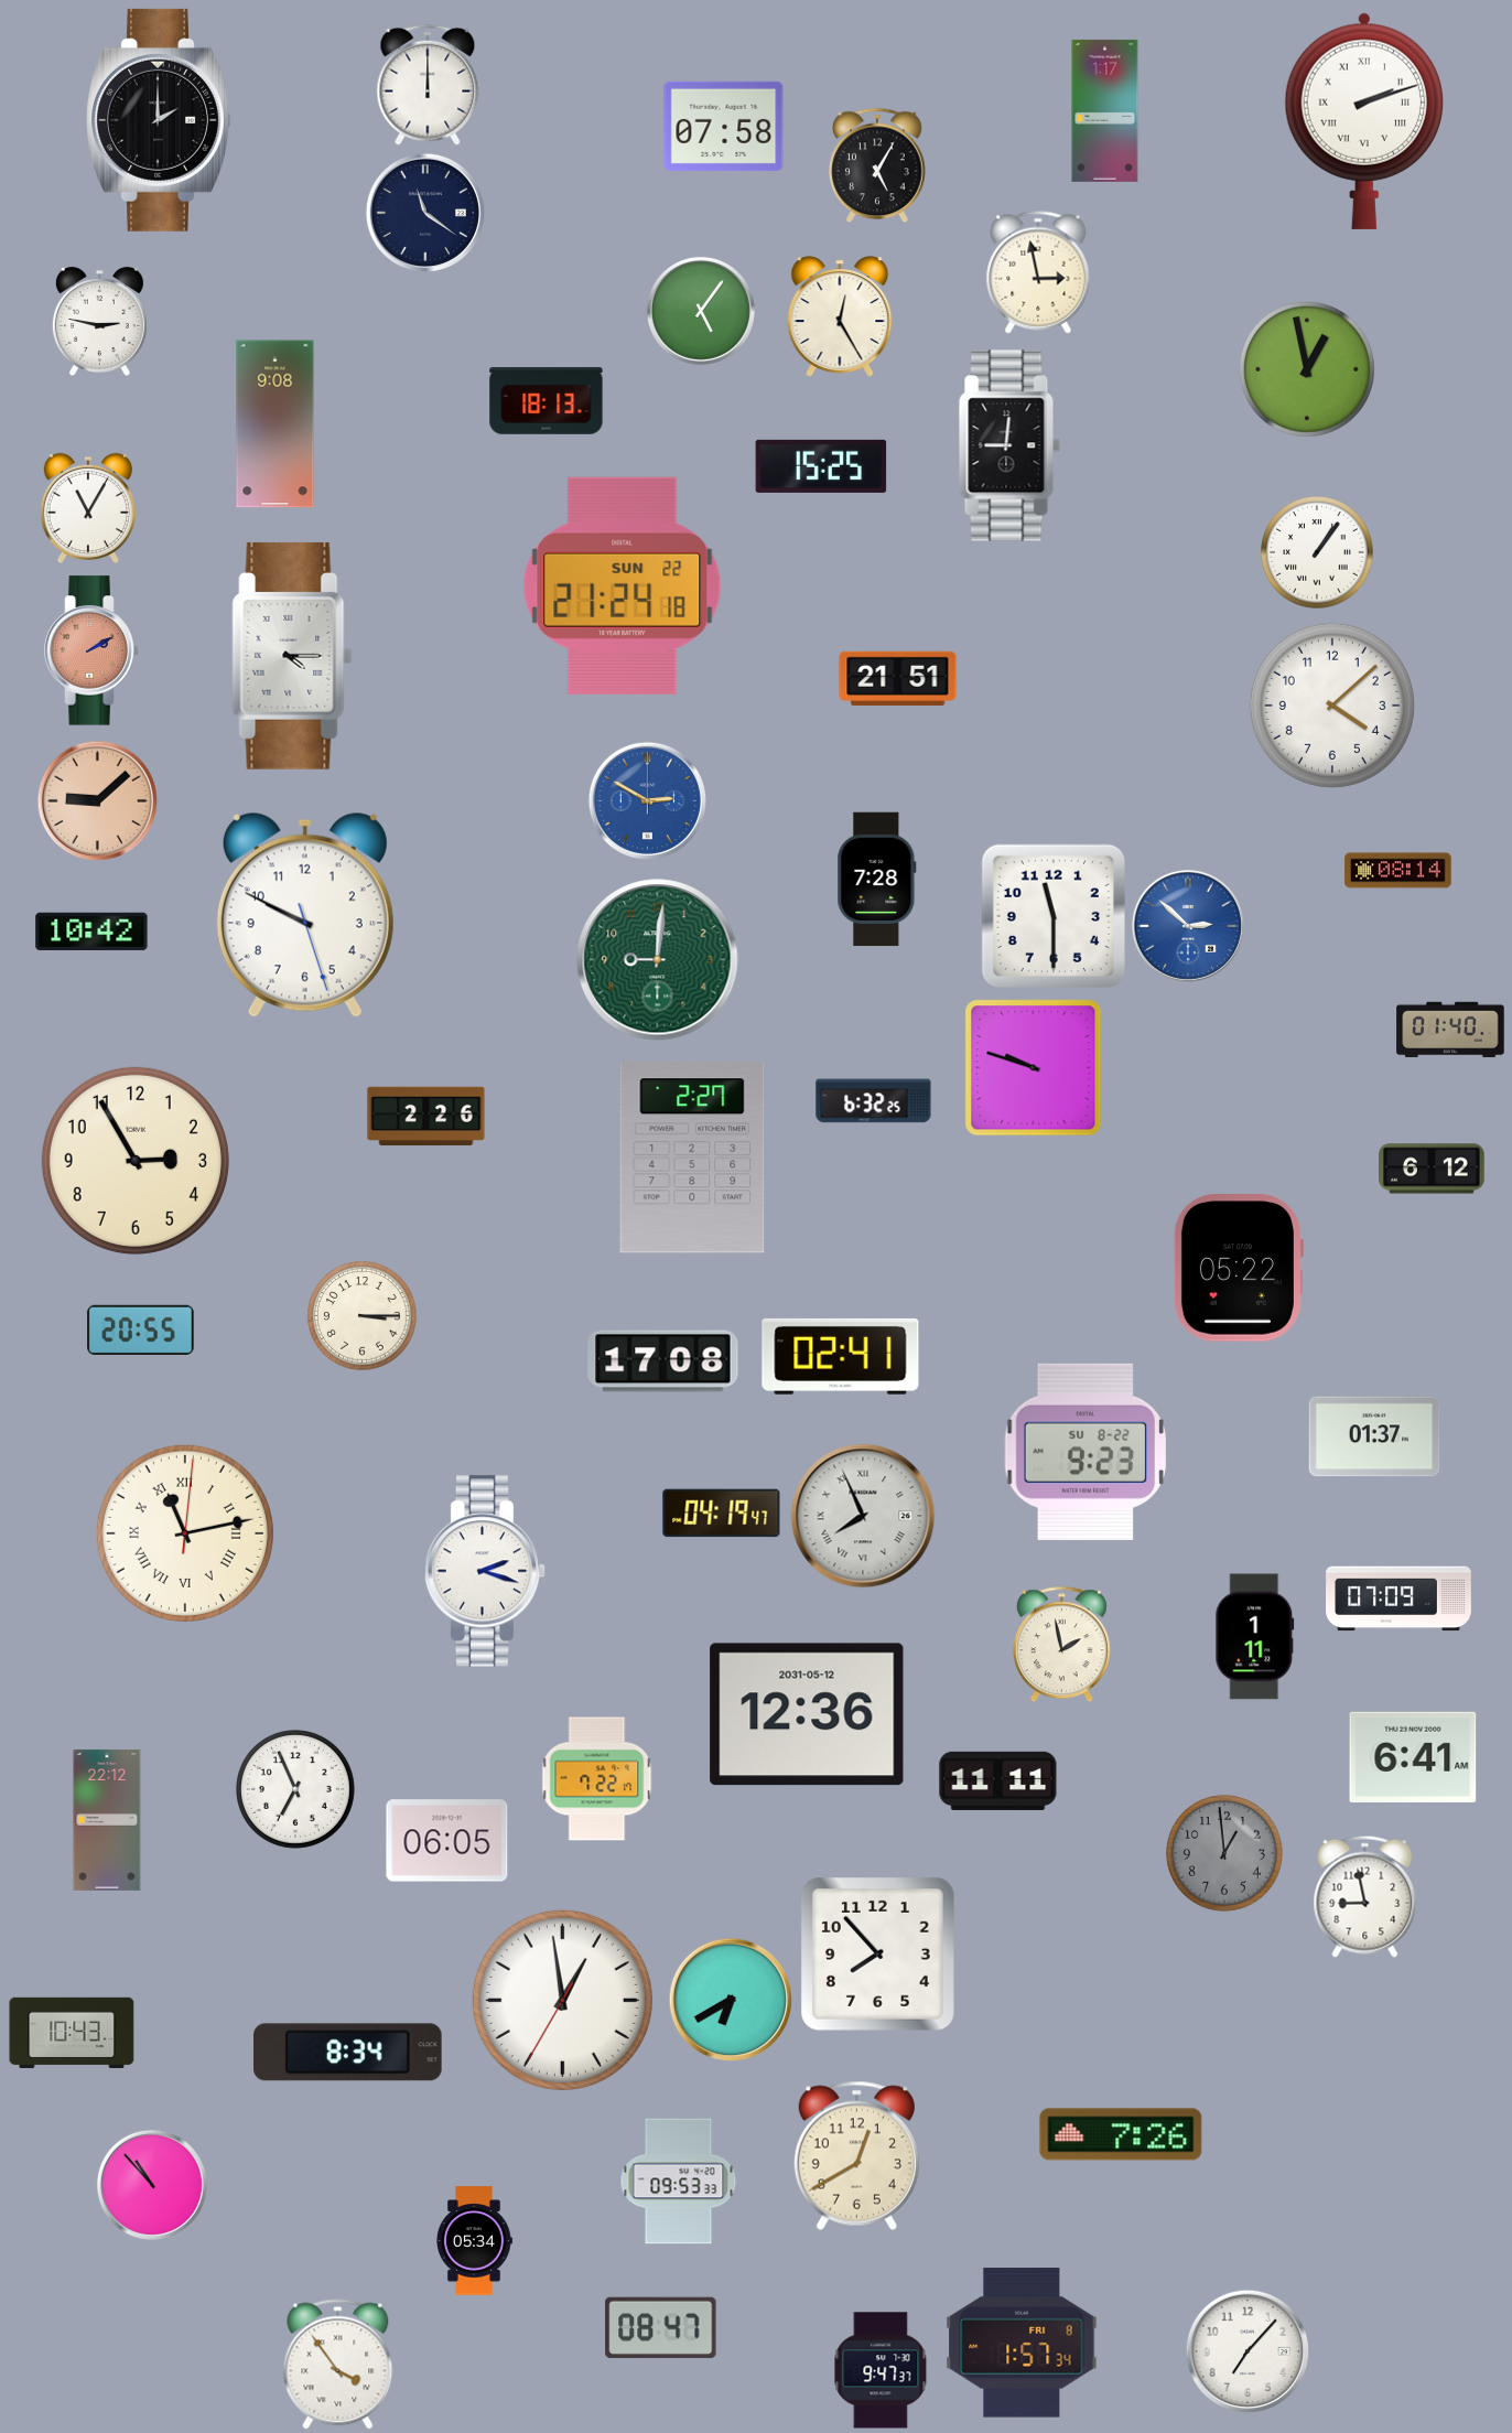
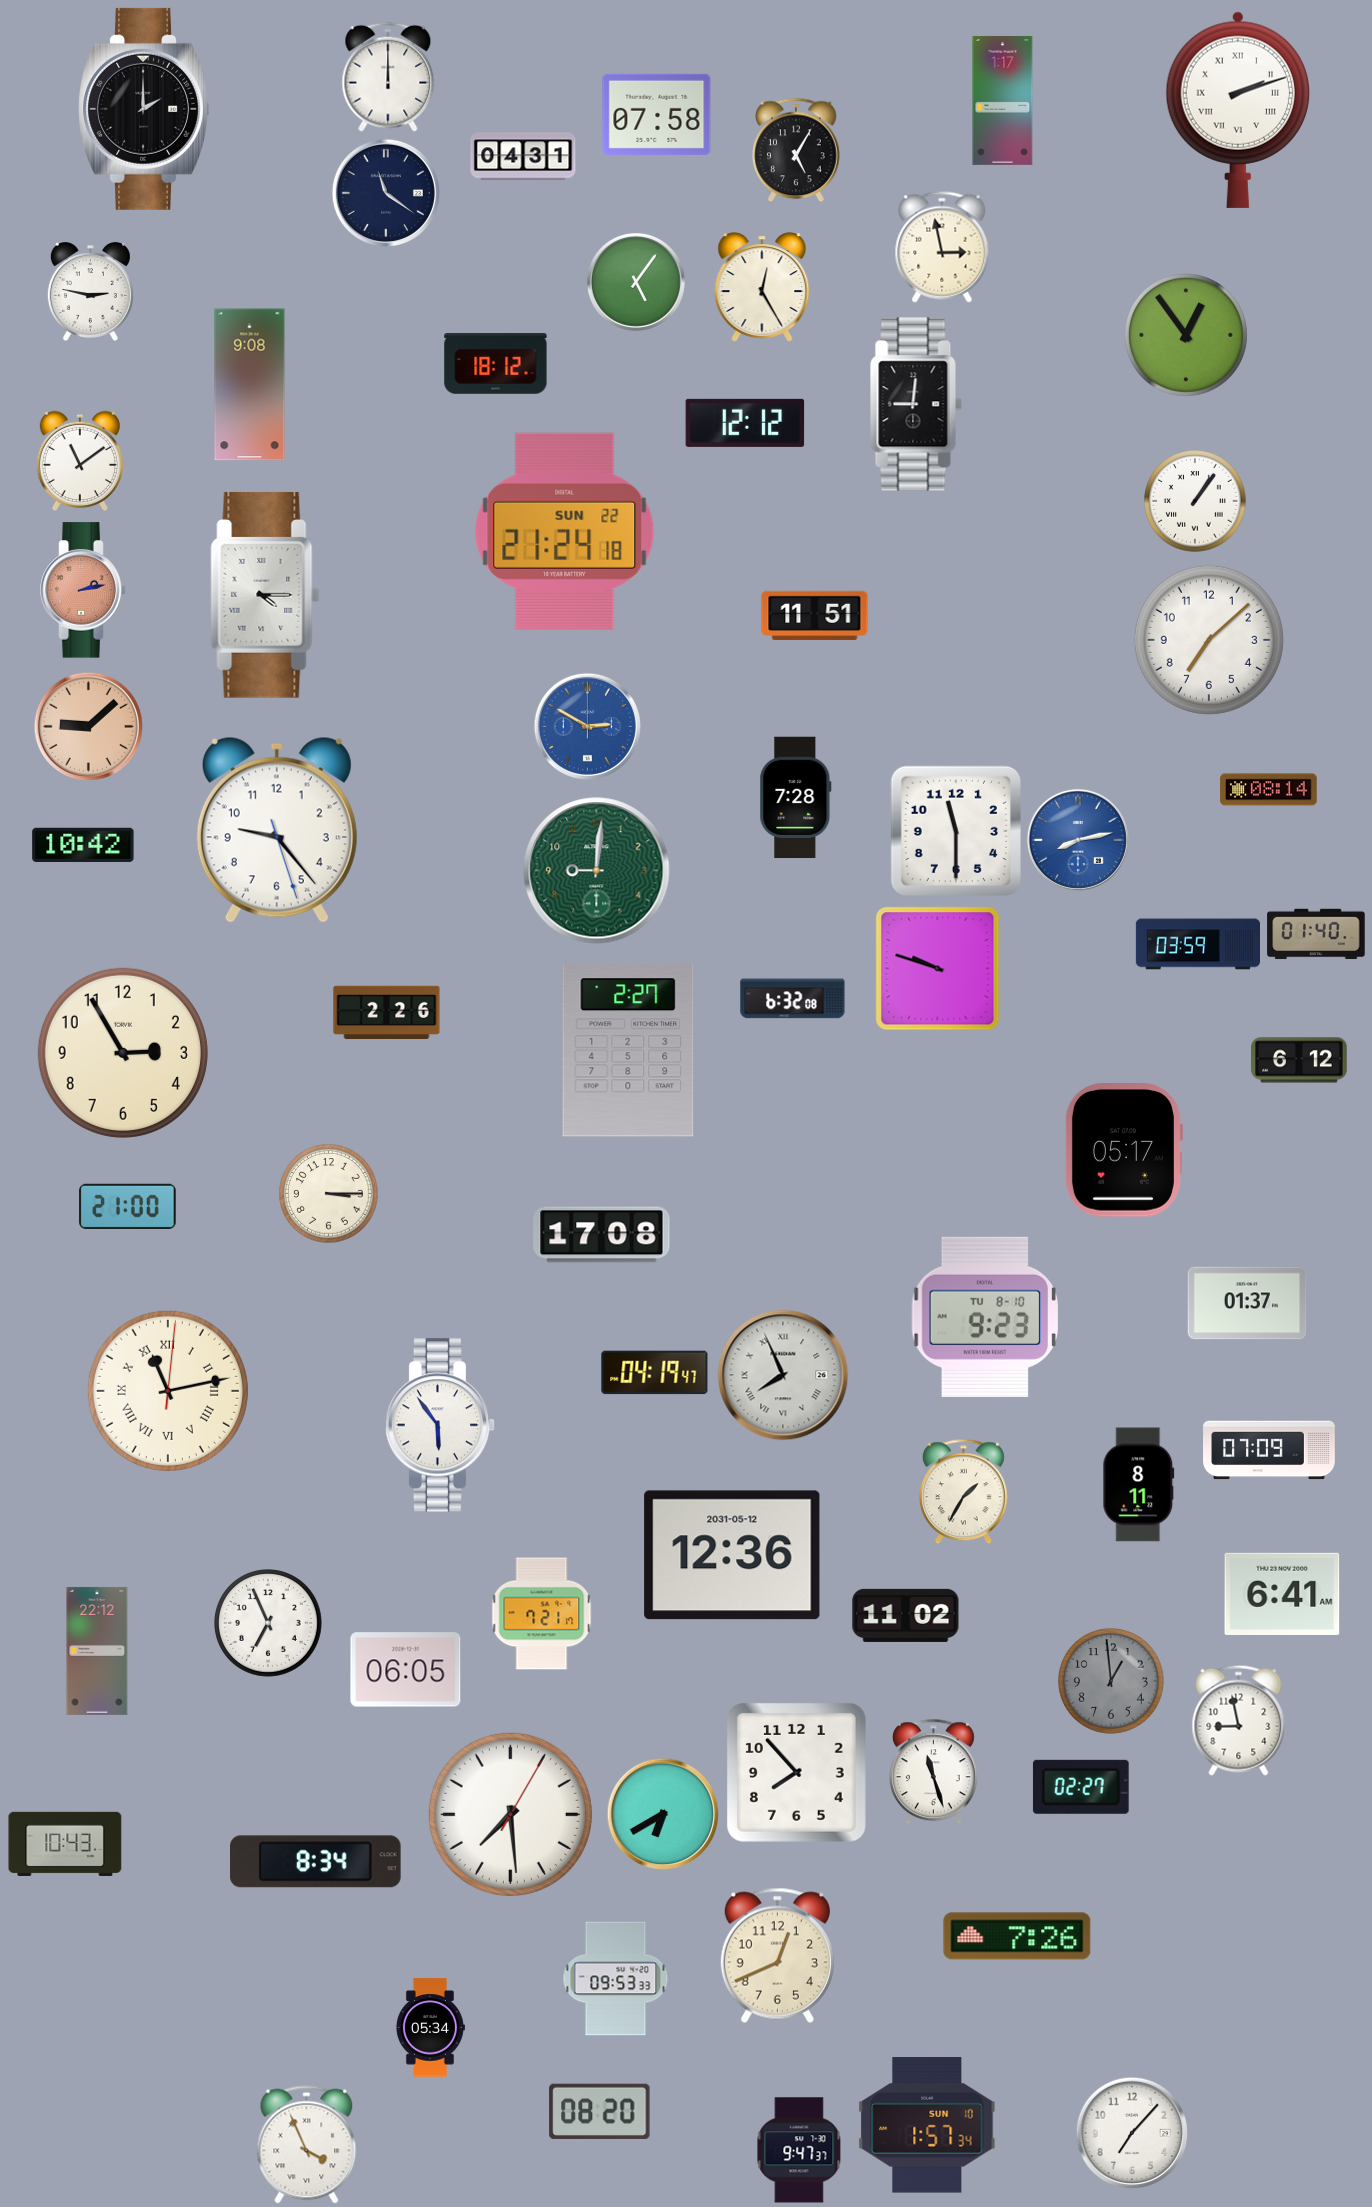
clock at (523, 156): none -> 04:31
clock at (1307, 369): 12:58 -> 12:54
clock at (547, 401): 18:13 -> 18:12
clock at (821, 466): 15:25 -> 12:12
clock at (88, 508): 11:05 -> 11:09
clock at (91, 650): 2:10 -> 2:13
clock at (898, 678): 21:51 -> 11:51
clock at (1332, 706): 4:08 -> 7:08
clock at (305, 915): 9:49 -> 9:23
clock at (1188, 926): 2:52 -> 8:13
clock at (1197, 944): none -> 03:59
clock at (874, 1101): 6:32:25 -> 6:32:08
clock at (1238, 1269): 05:22 -> 05:17
clock at (141, 1329): 20:55 -> 21:00
clock at (841, 1356): 02:41 -> none
clock at (1086, 1452) date: SU 8-22 -> TU 8-10
clock at (485, 1571): 2:18 -> 5:54
clock at (1255, 1637): 1:11 -> 8:11
clock at (1061, 1645): 1:58 -> 1:35
clock at (597, 1779): 7:22 -> 7:21
clock at (998, 1780): 11:11 -> 11:02
clock at (933, 1772): none -> 11:27
clock at (1081, 1787): none -> 02:27
clock at (562, 2000): 12:58 -> 7:29
clock at (856, 2155): 12:40 -> 12:41
clock at (152, 2185): 10:53 -> none
clock at (474, 2241) position: (474, 2241) -> (430, 2028)
clock at (661, 2327): 08:47 -> 08:20
clock at (1022, 2343) date: FRI 8 -> SUN 10
clock at (338, 2365): 3:54 -> 3:56
